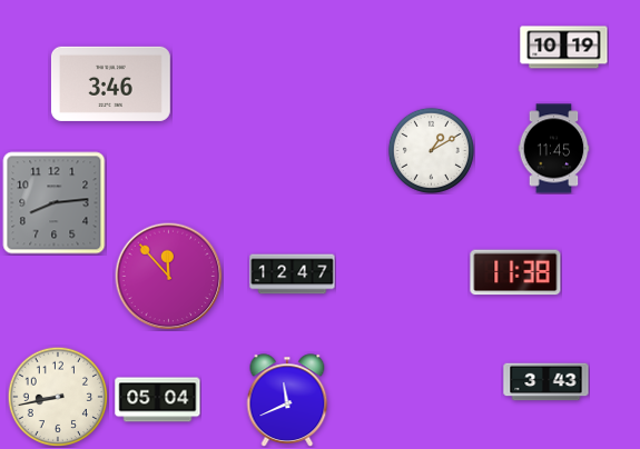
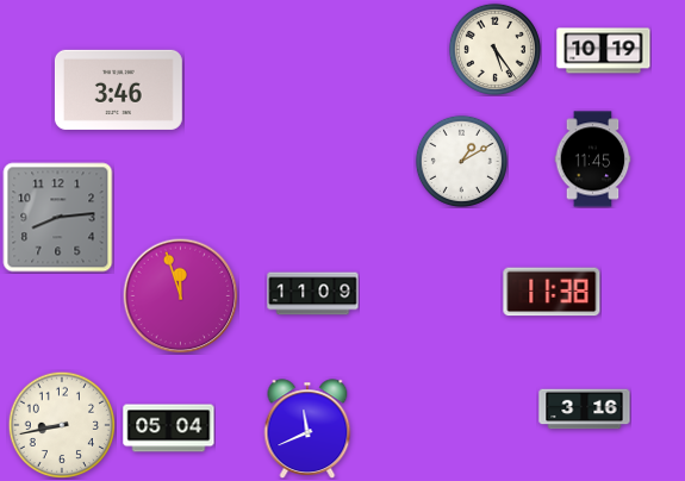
clock at (494, 49): none -> 5:24
clock at (293, 275): 12:47 -> 11:09
clock at (169, 277): 11:53 -> 11:57
clock at (547, 382): 3:43 -> 3:16
